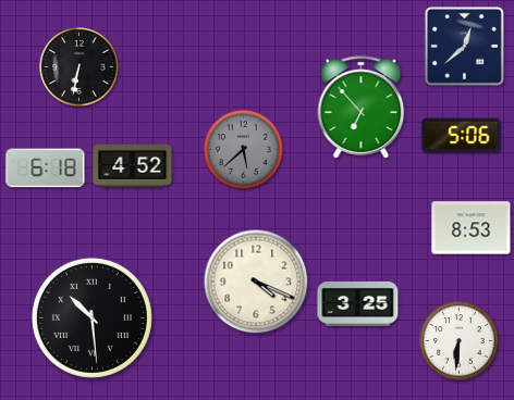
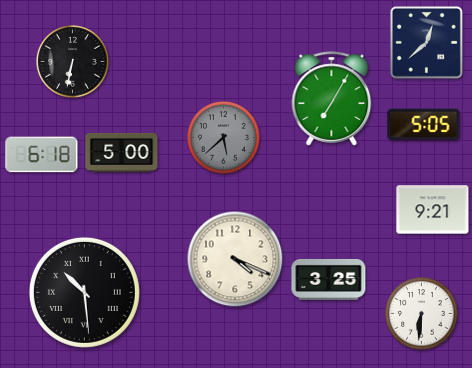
clock at (362, 108): 6:53 -> 7:05
clock at (462, 136): 5:06 -> 5:05
clock at (133, 165): 4:52 -> 5:00
clock at (472, 228): 8:53 -> 9:21
